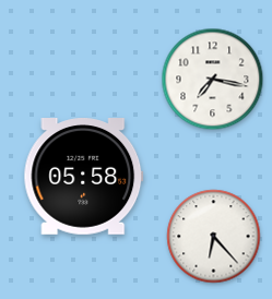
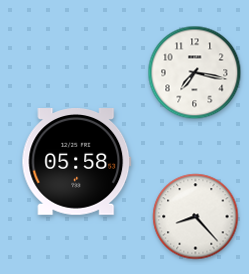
clock at (214, 237): 6:23 -> 8:23
